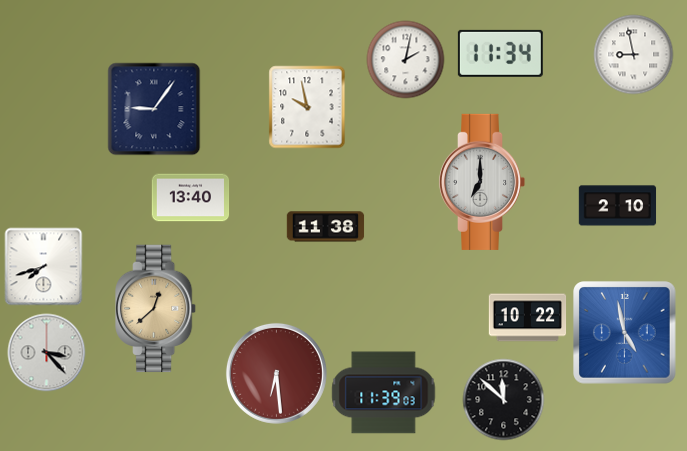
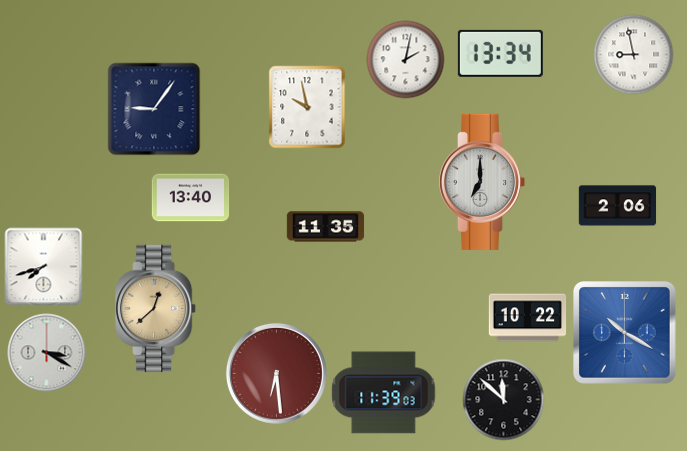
clock at (500, 53): 11:34 -> 13:34
clock at (617, 206): 2:10 -> 2:06
clock at (325, 227): 11:38 -> 11:35
clock at (625, 333): 4:58 -> 10:20
clock at (46, 352): 3:23 -> 3:20
